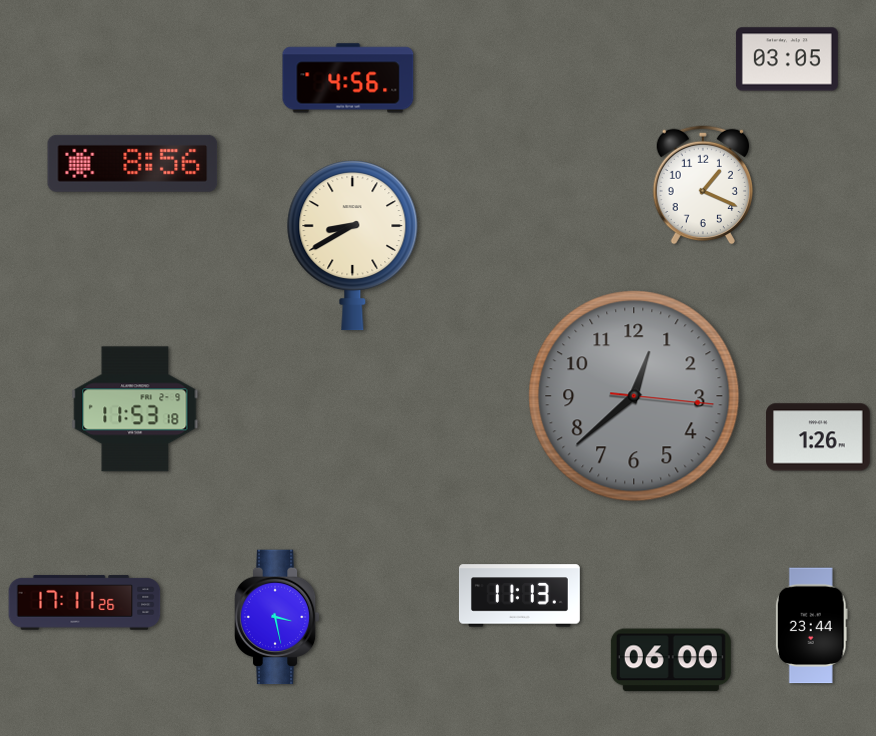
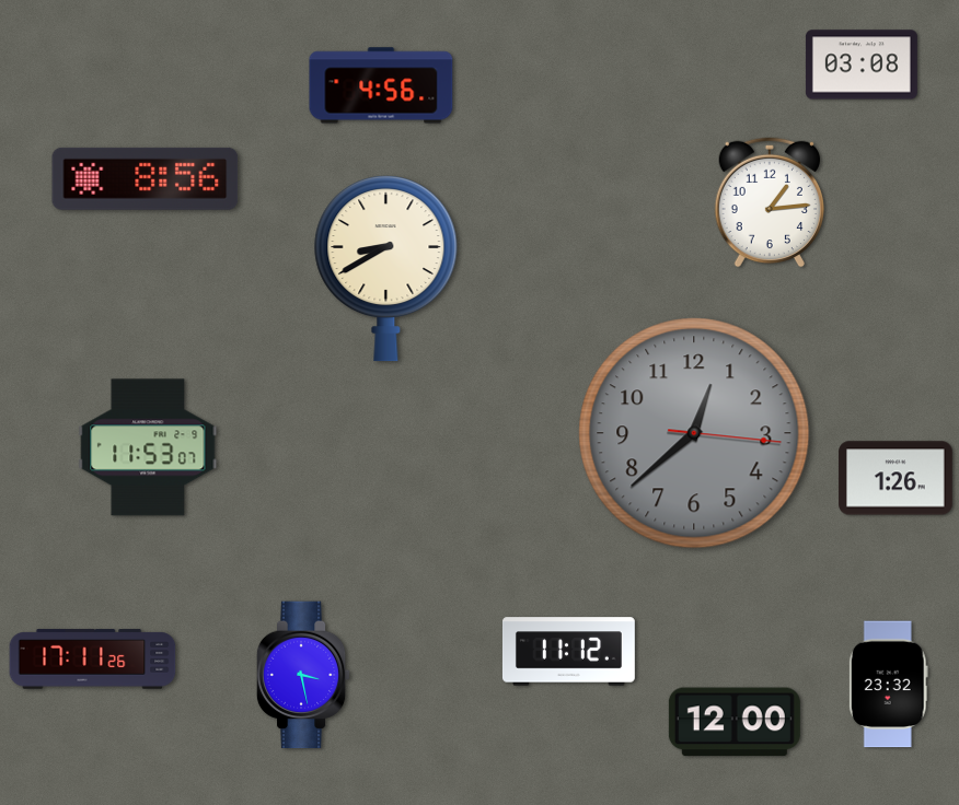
clock at (787, 59): 03:05 -> 03:08
clock at (703, 185): 1:19 -> 1:14
clock at (135, 409): 11:53:18 -> 11:53:07
clock at (519, 596): 11:13 -> 11:12
clock at (811, 626): 23:44 -> 23:32
clock at (671, 660): 06:00 -> 12:00
